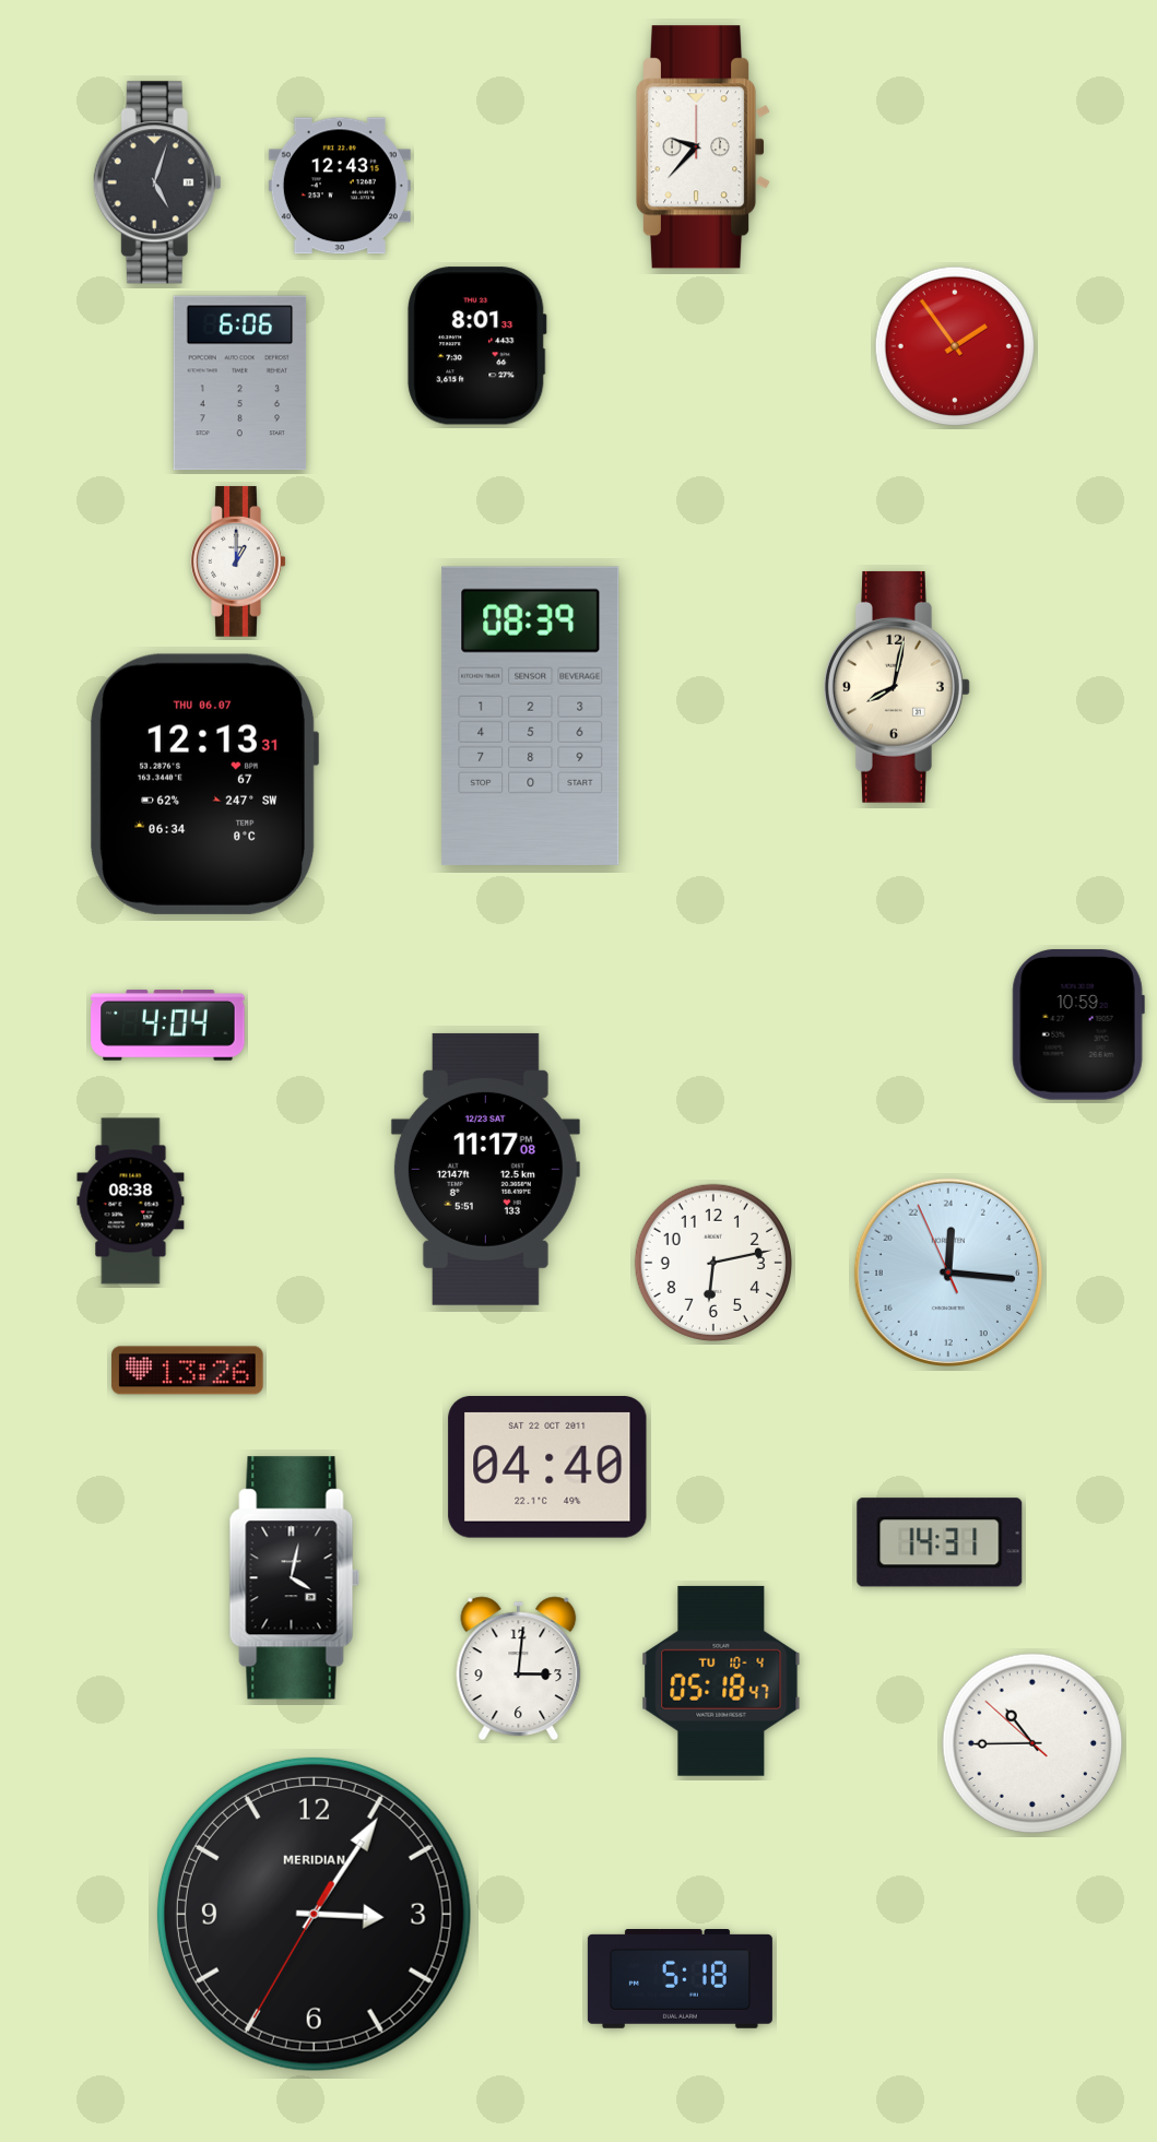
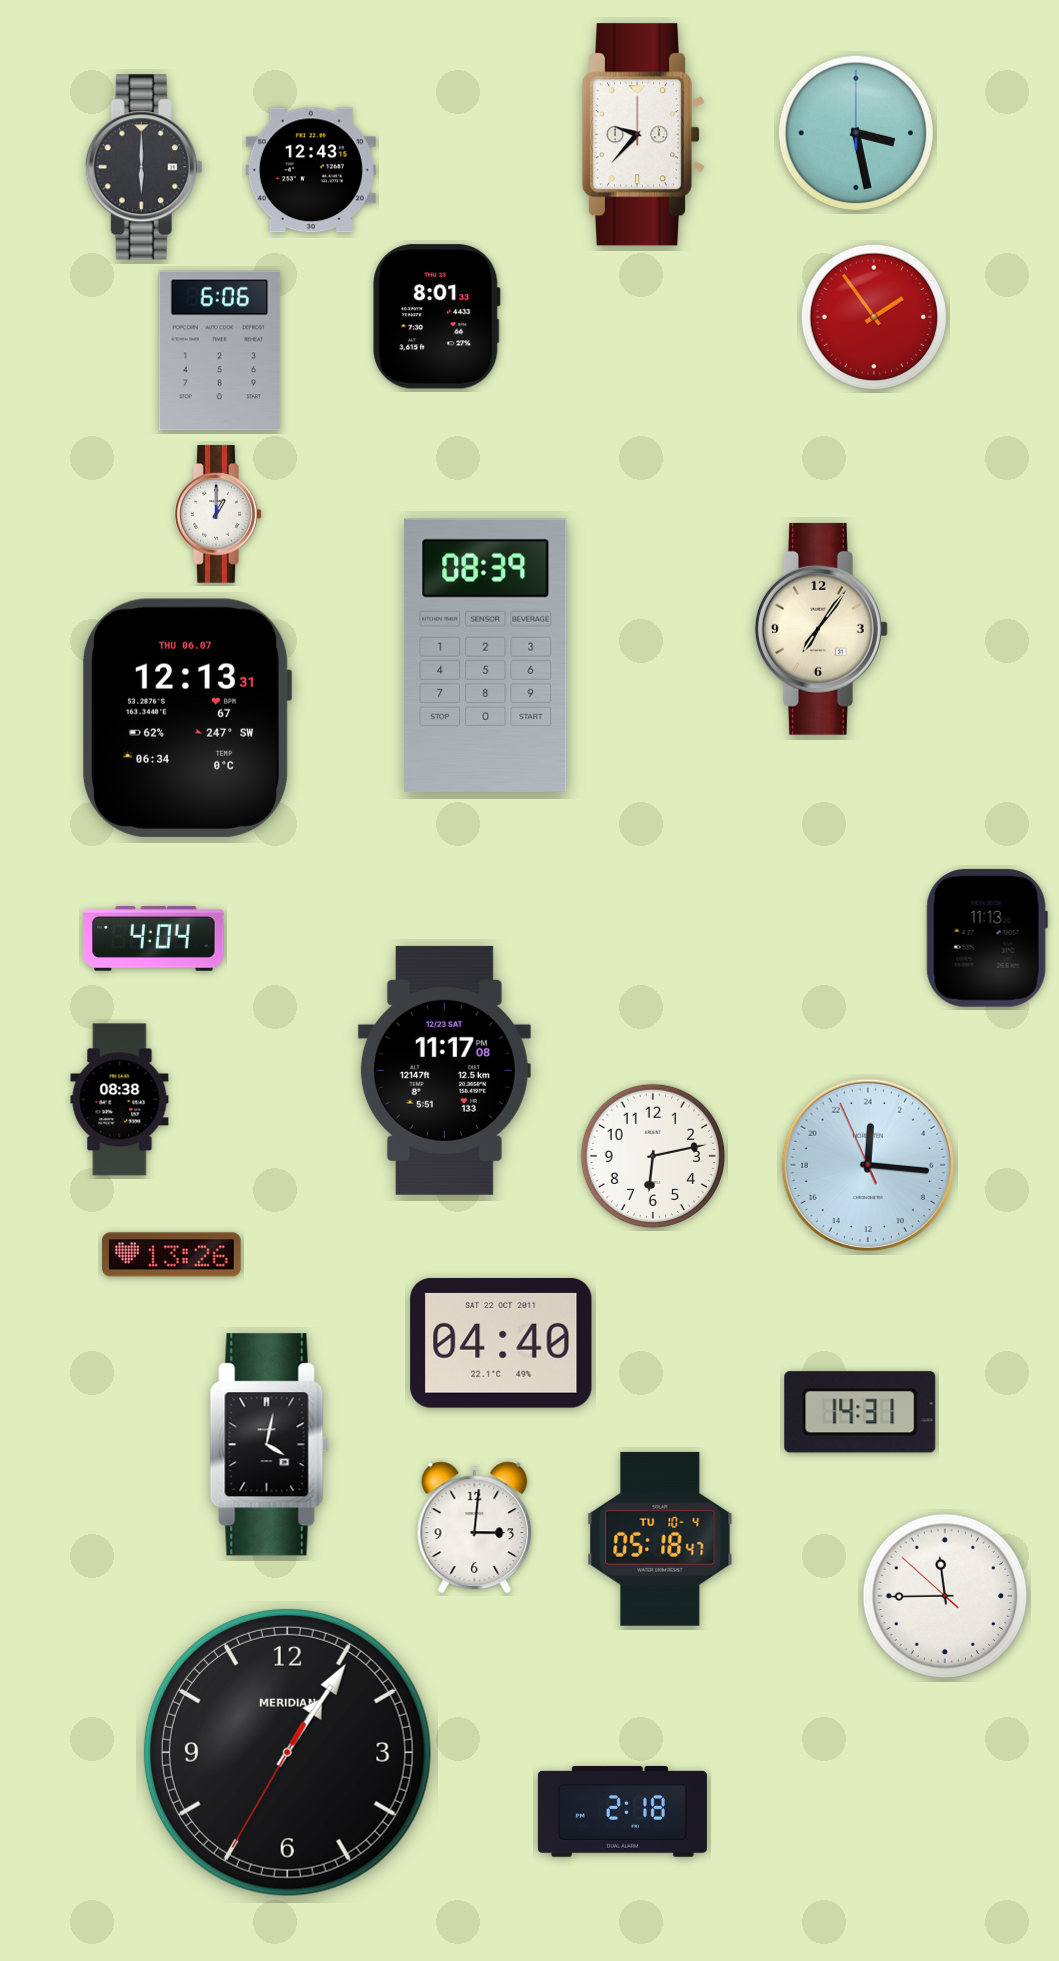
clock at (856, 133): none -> 3:28
clock at (157, 182): 5:03 -> 6:00
clock at (897, 687): 8:02 -> 7:06
clock at (1078, 1026): 10:59 -> 11:13
clock at (1032, 1743): 10:44 -> 11:44
clock at (314, 1914): 3:05 -> 1:05
clock at (680, 1979): 5:18 -> 2:18
